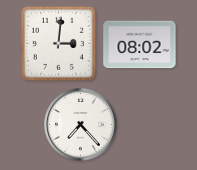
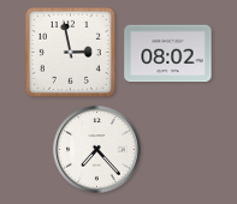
clock at (58, 43): 3:01 -> 2:58
